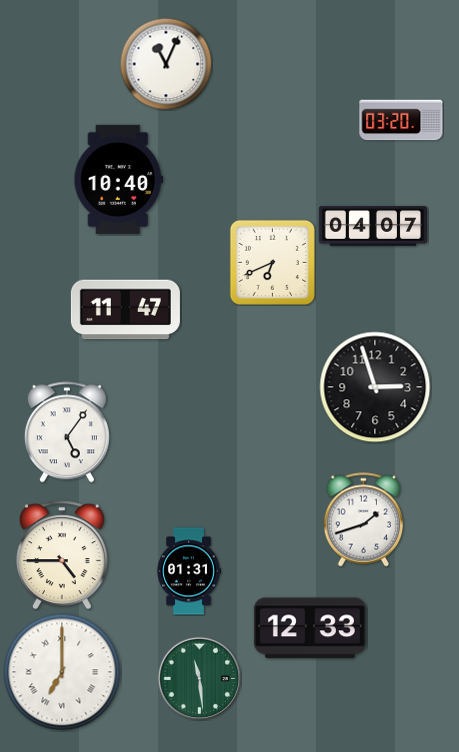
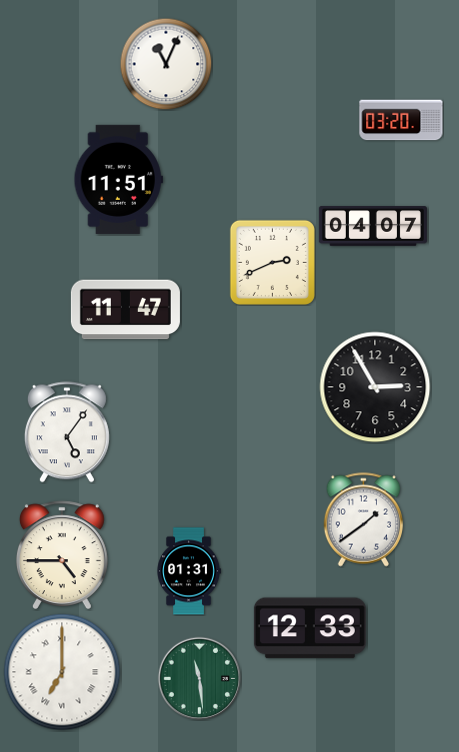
clock at (118, 179): 10:40 -> 11:51
clock at (272, 262): 6:41 -> 2:41
clock at (375, 387): 2:57 -> 2:55
clock at (364, 520): 1:42 -> 1:39
